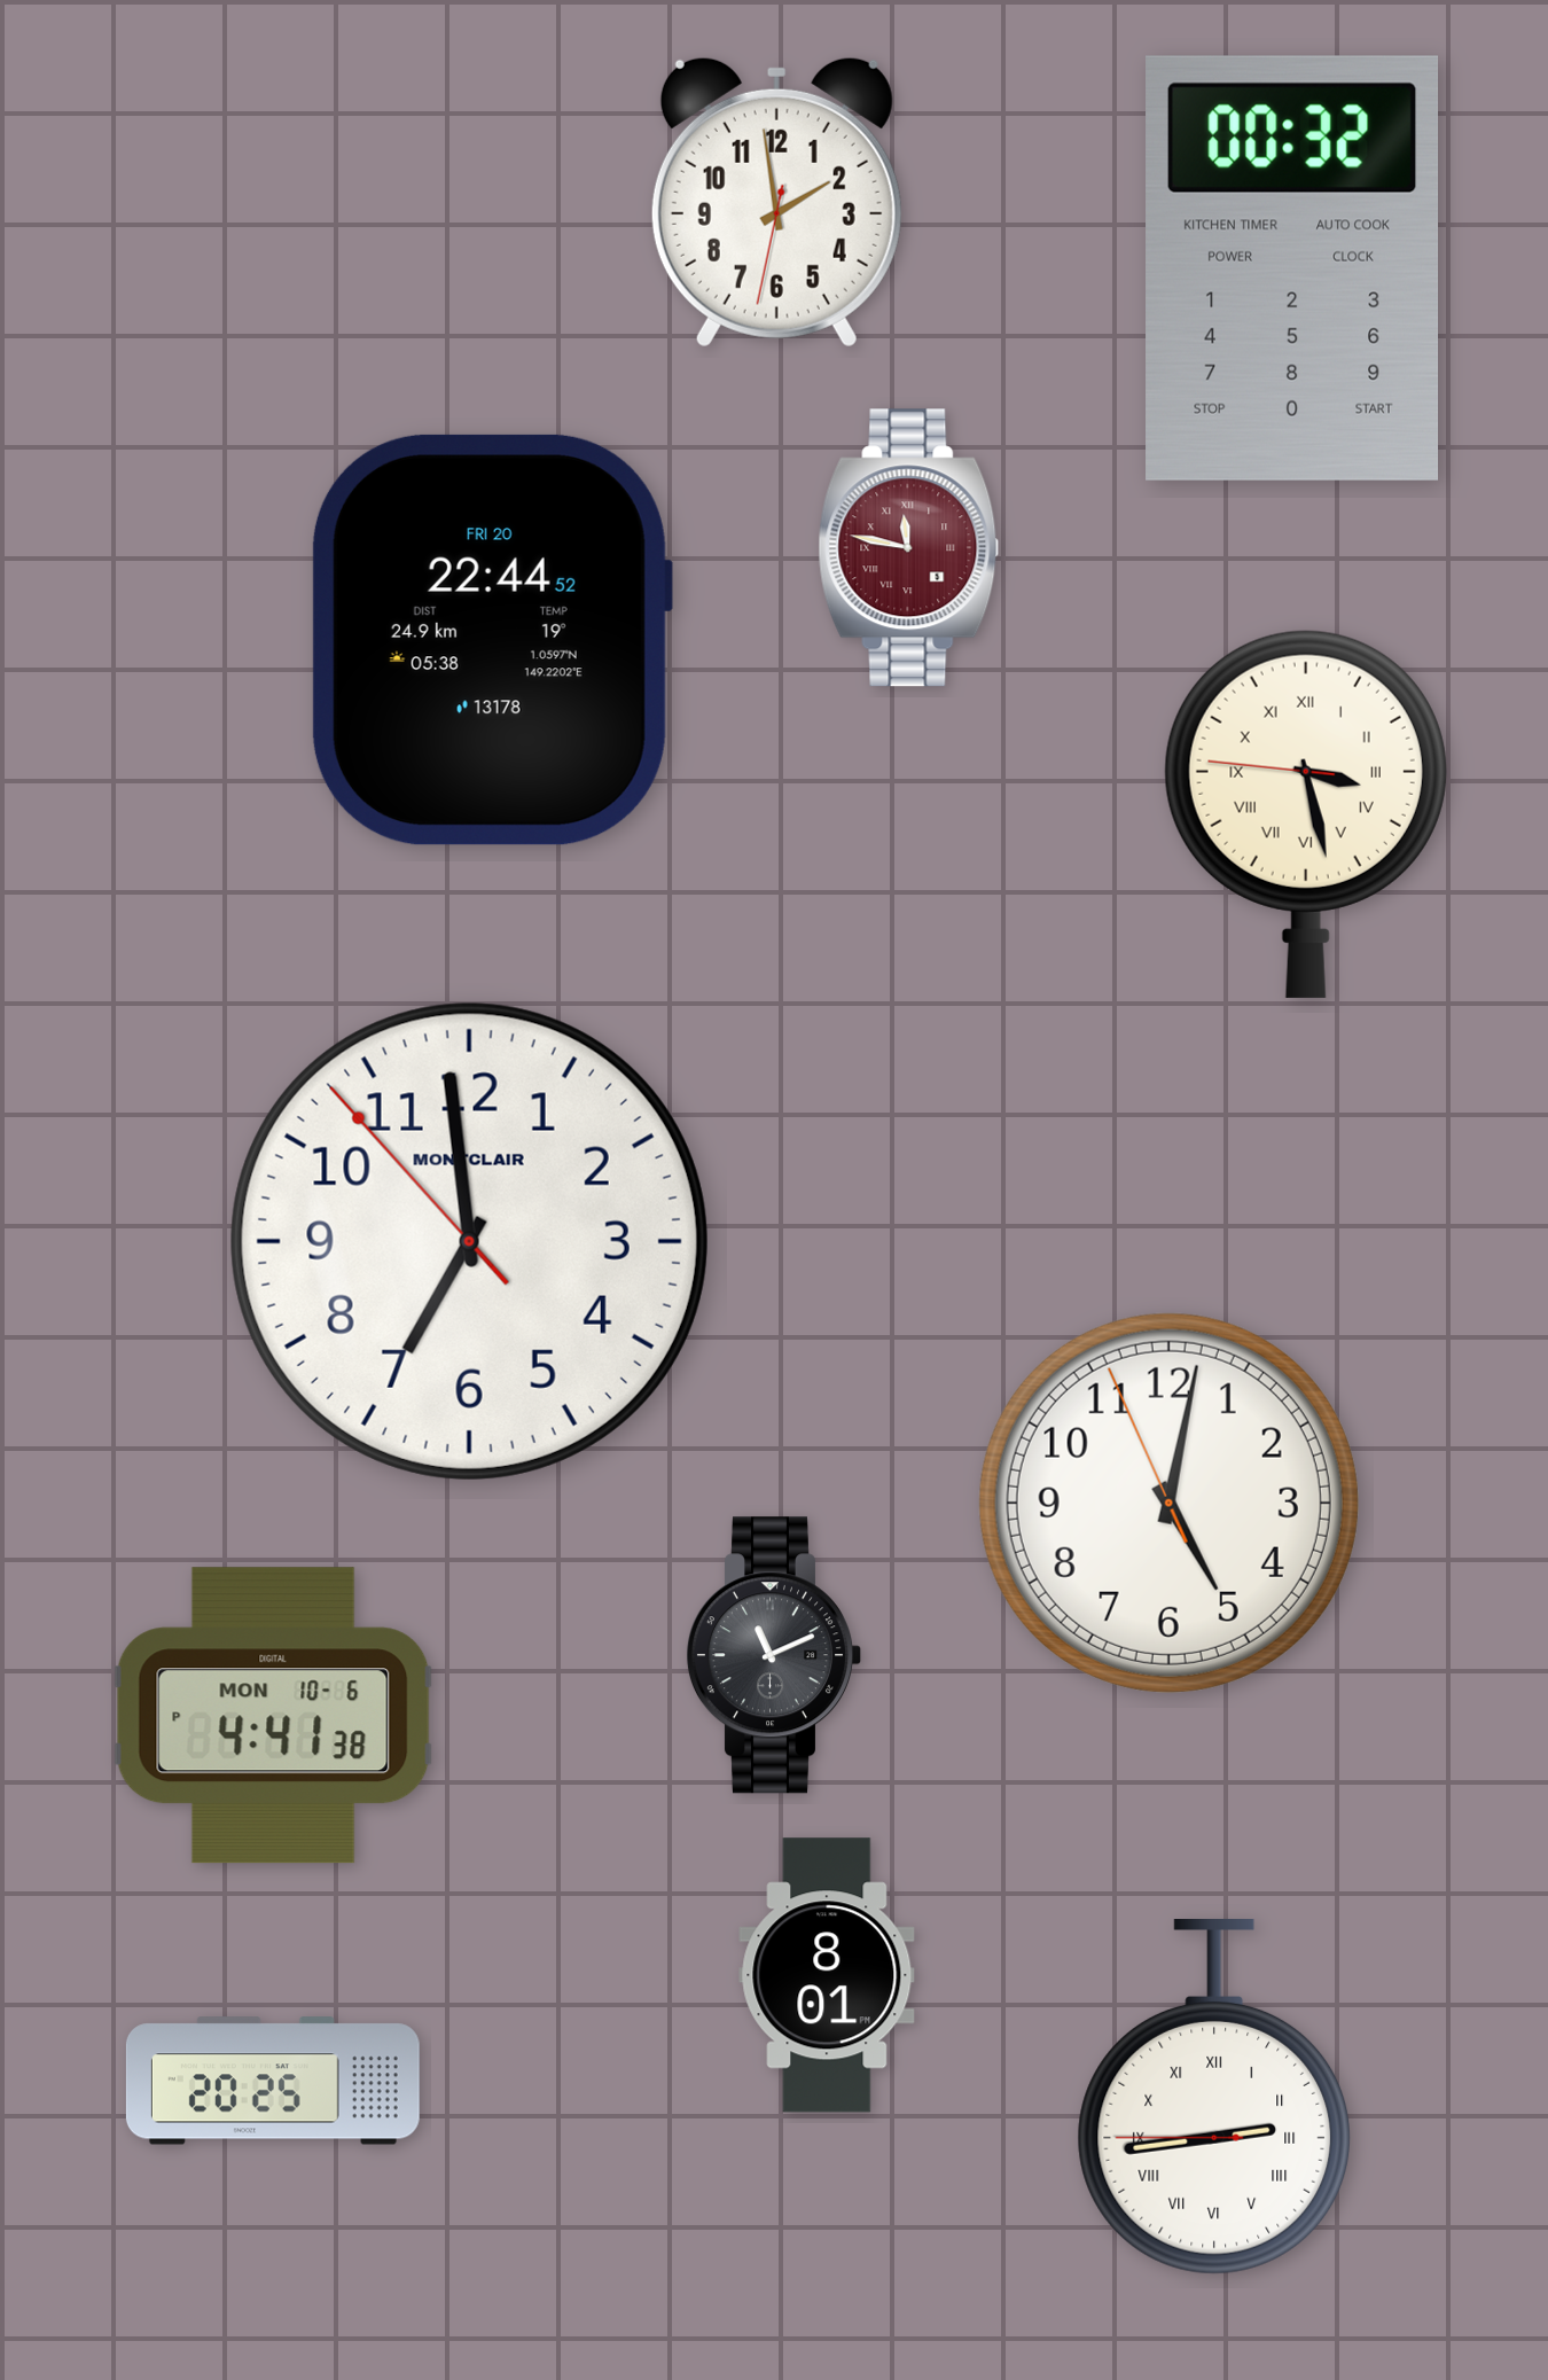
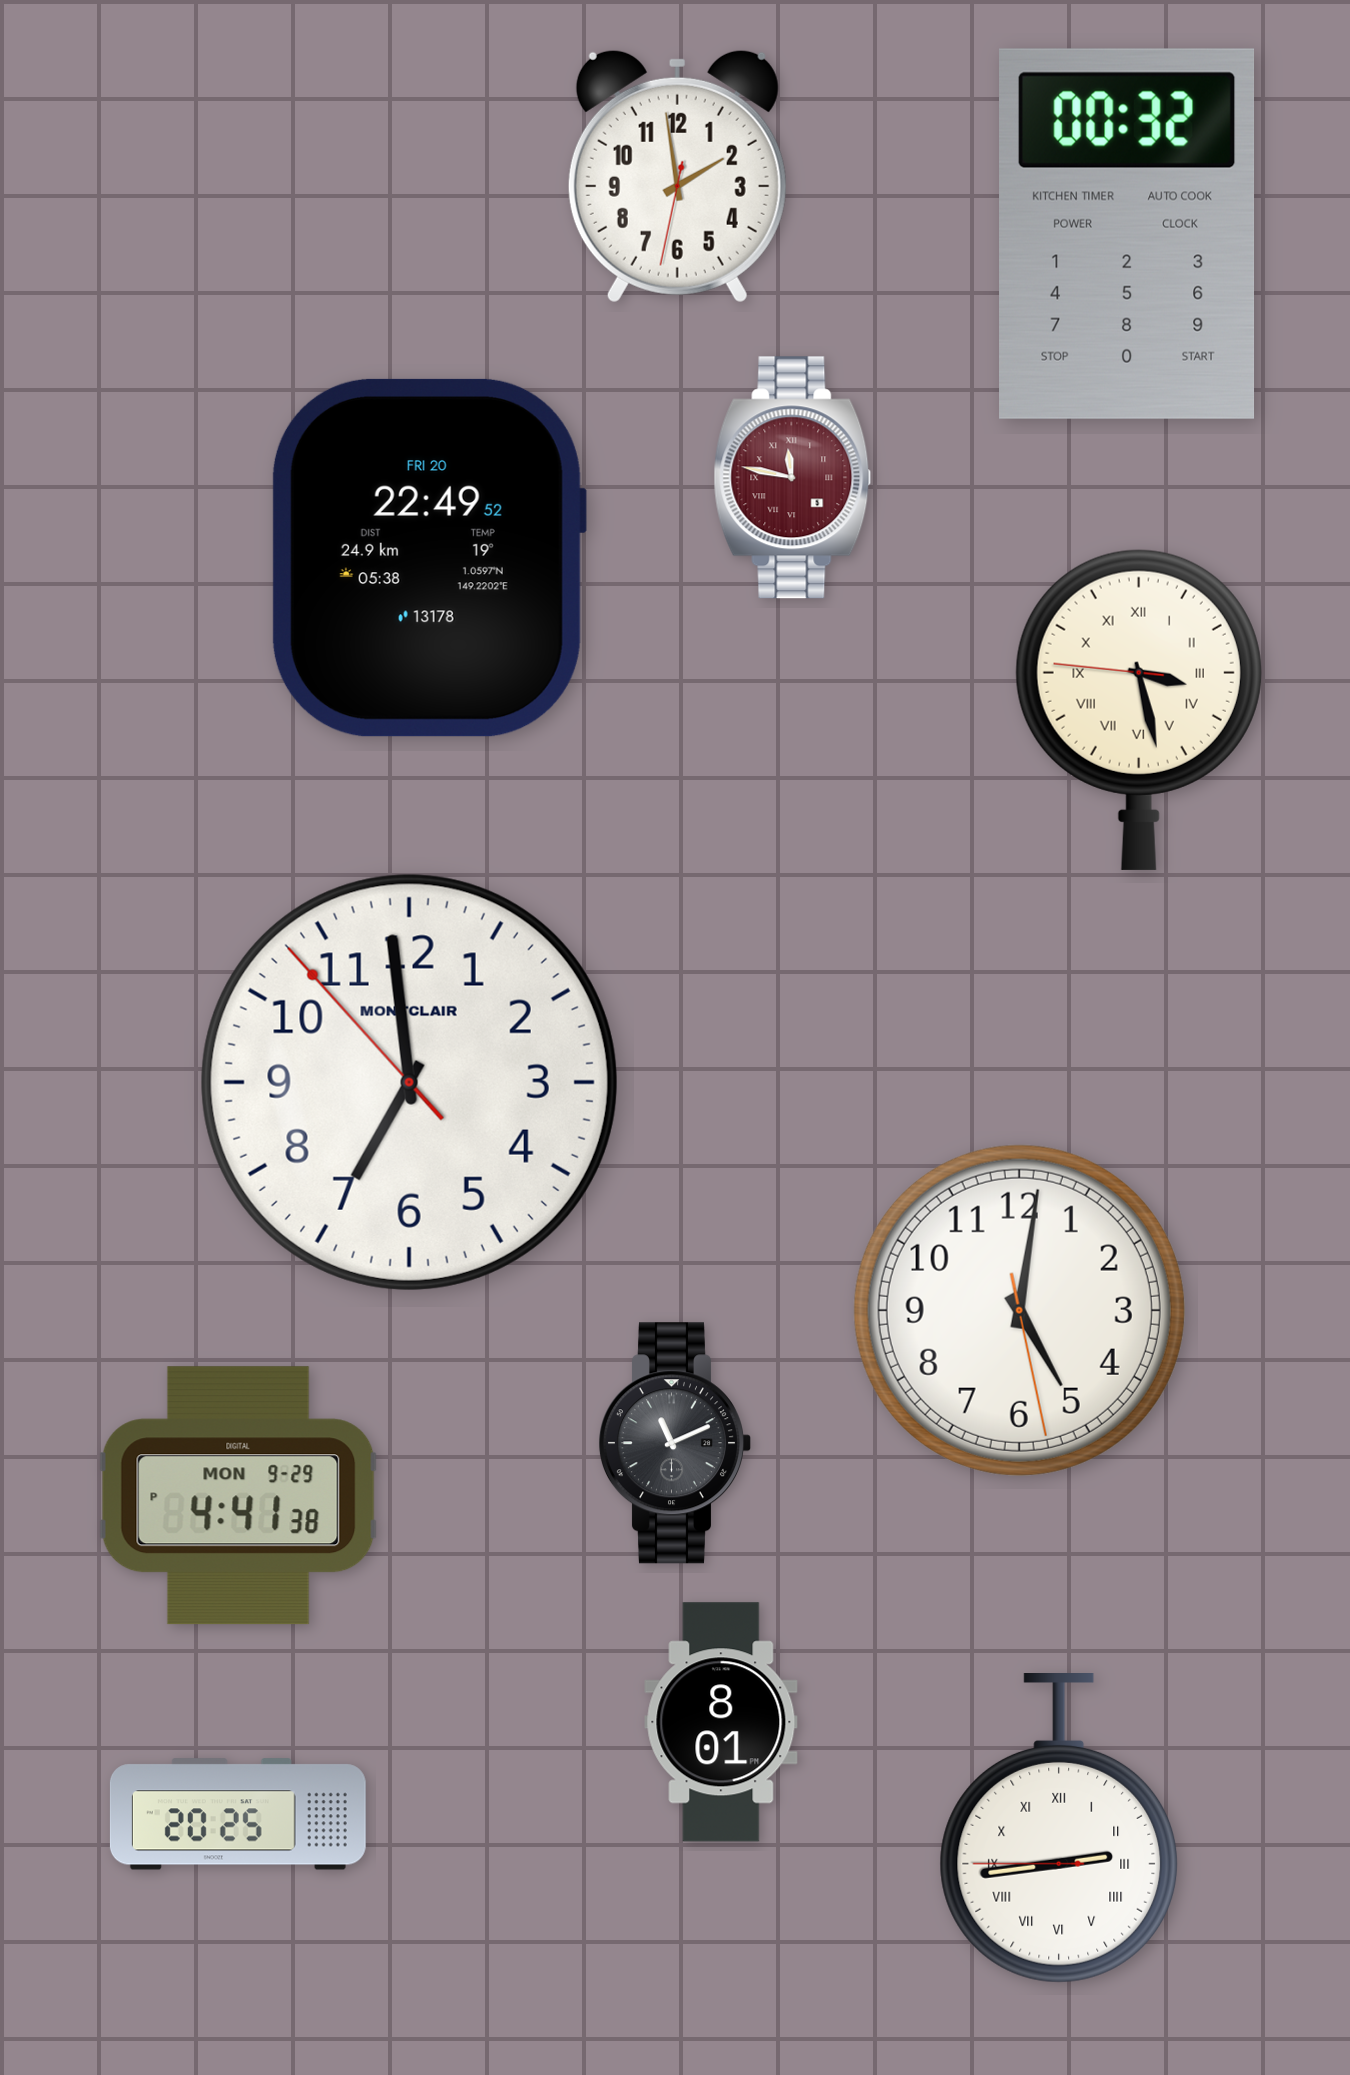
clock at (491, 640): 22:44 -> 22:49
clock at (1168, 1503): 5:01:56 -> 5:01:28
clock at (274, 1716) date: MON 10-6 -> MON 9-29
